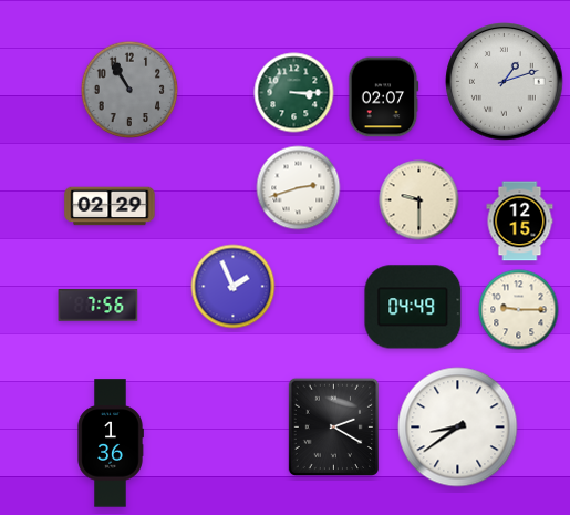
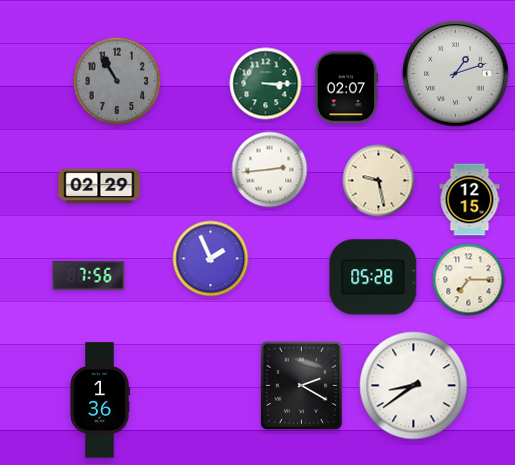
clock at (299, 188): 2:42 -> 2:44
clock at (419, 200): 9:30 -> 9:28
clock at (413, 307): 04:49 -> 05:28
clock at (519, 310): 9:15 -> 7:15
